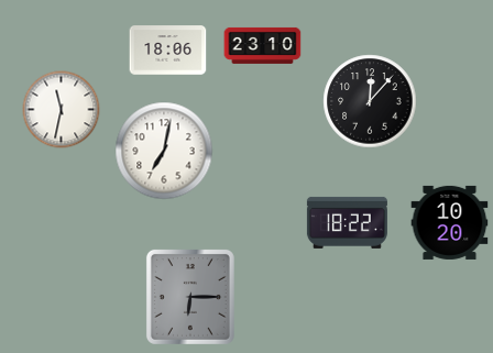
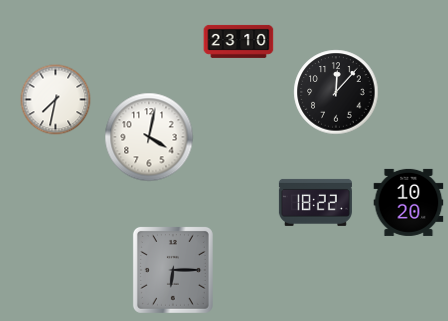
clock at (168, 51): 18:06 -> none
clock at (62, 110): 11:32 -> 7:32
clock at (164, 151): 7:02 -> 4:02
